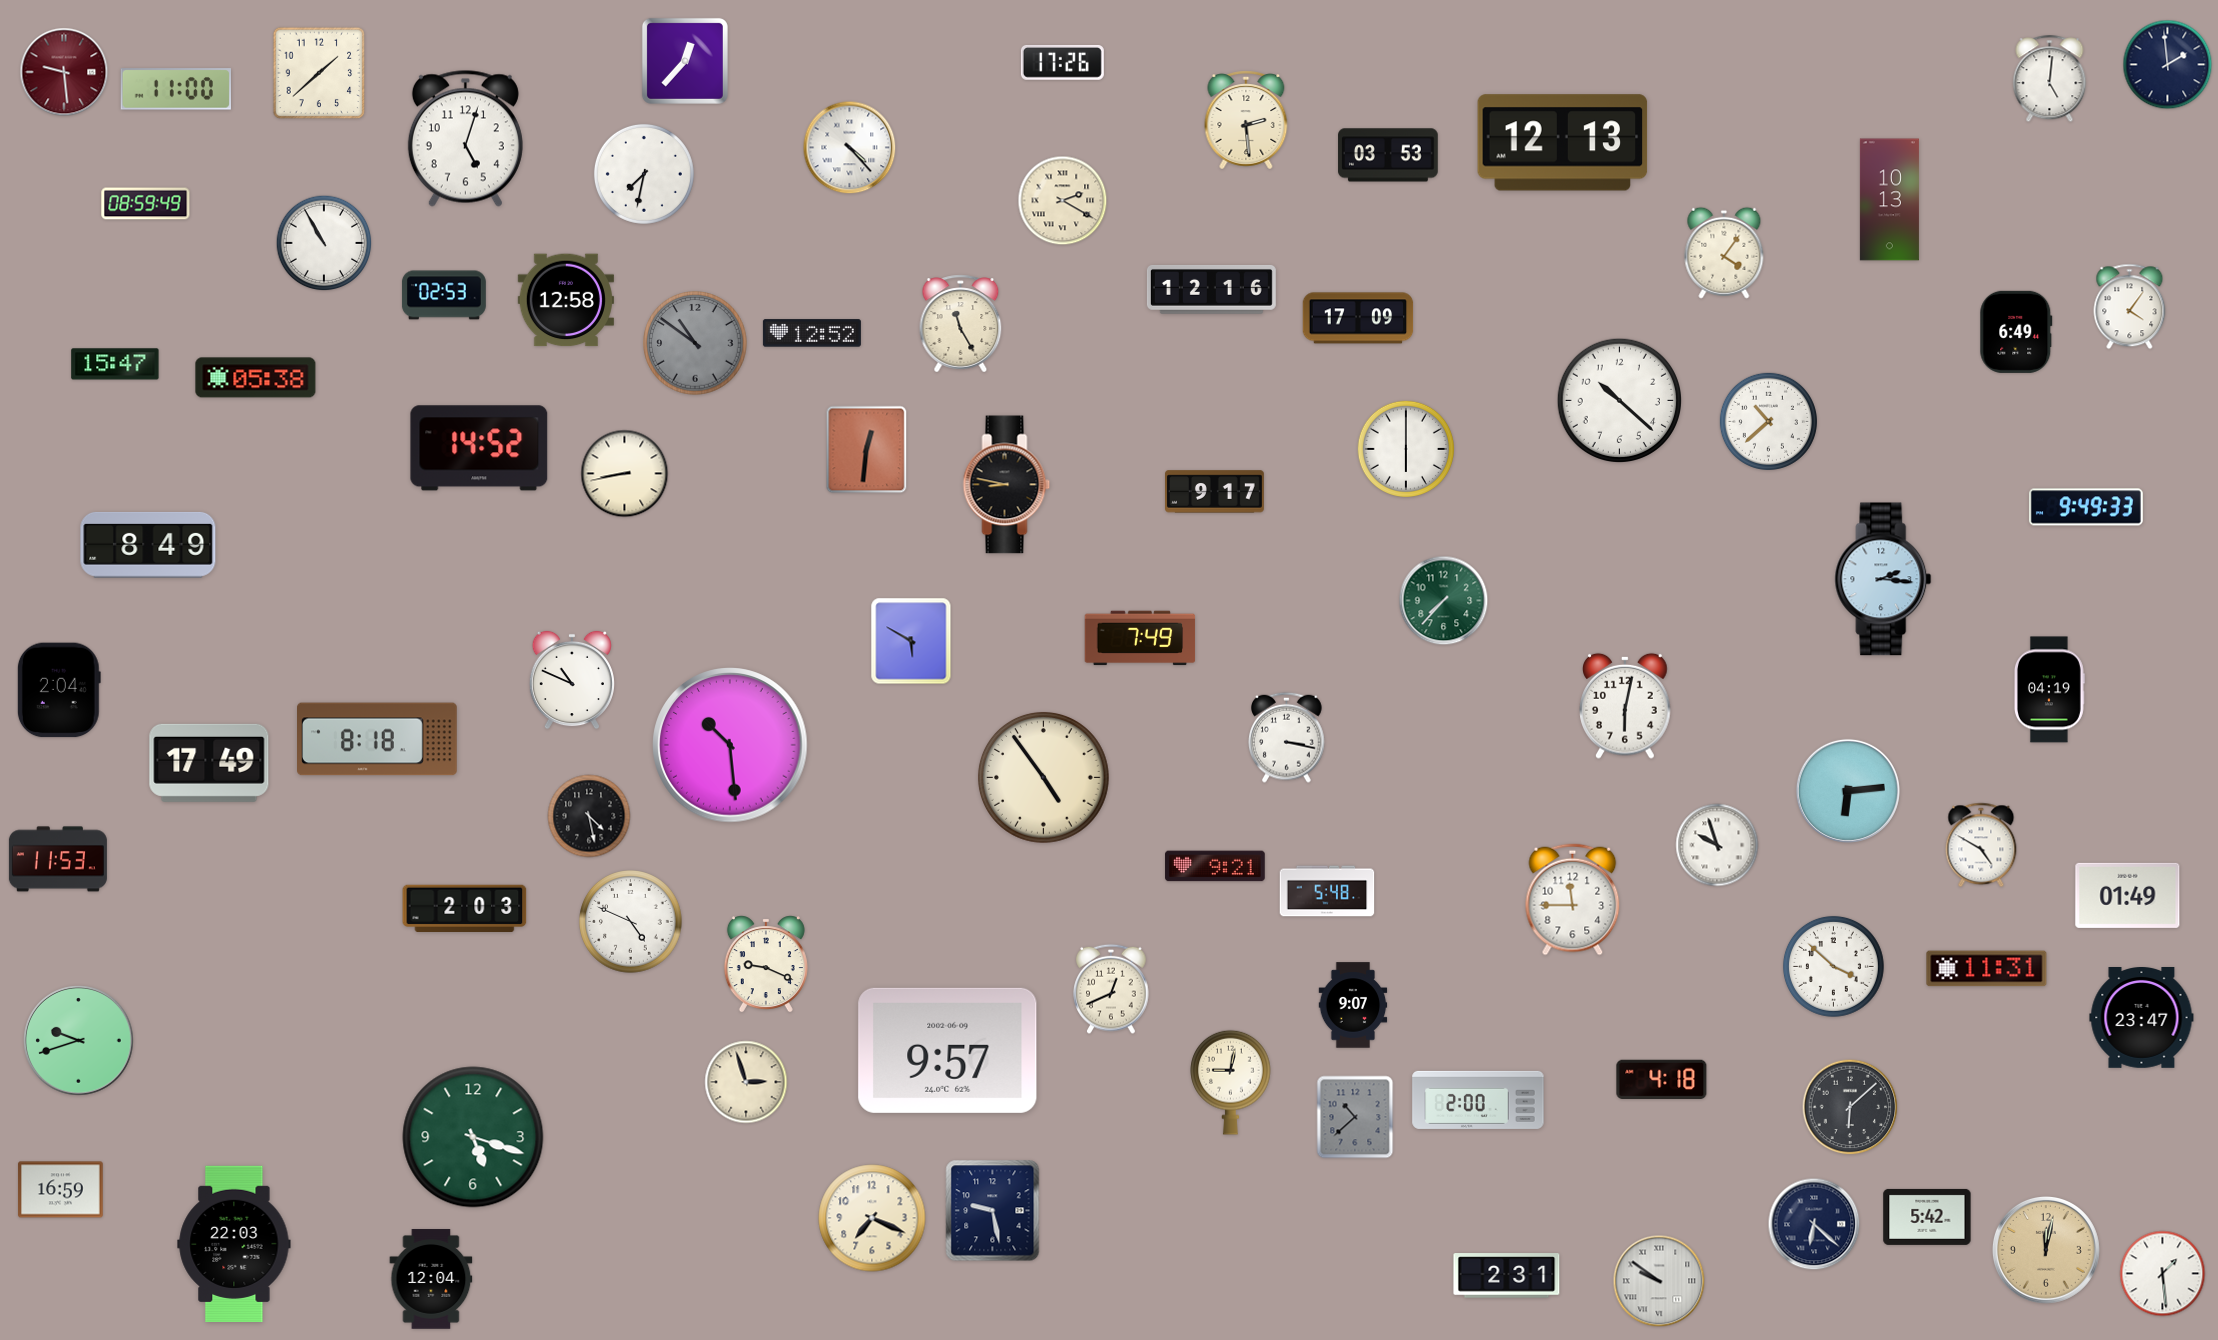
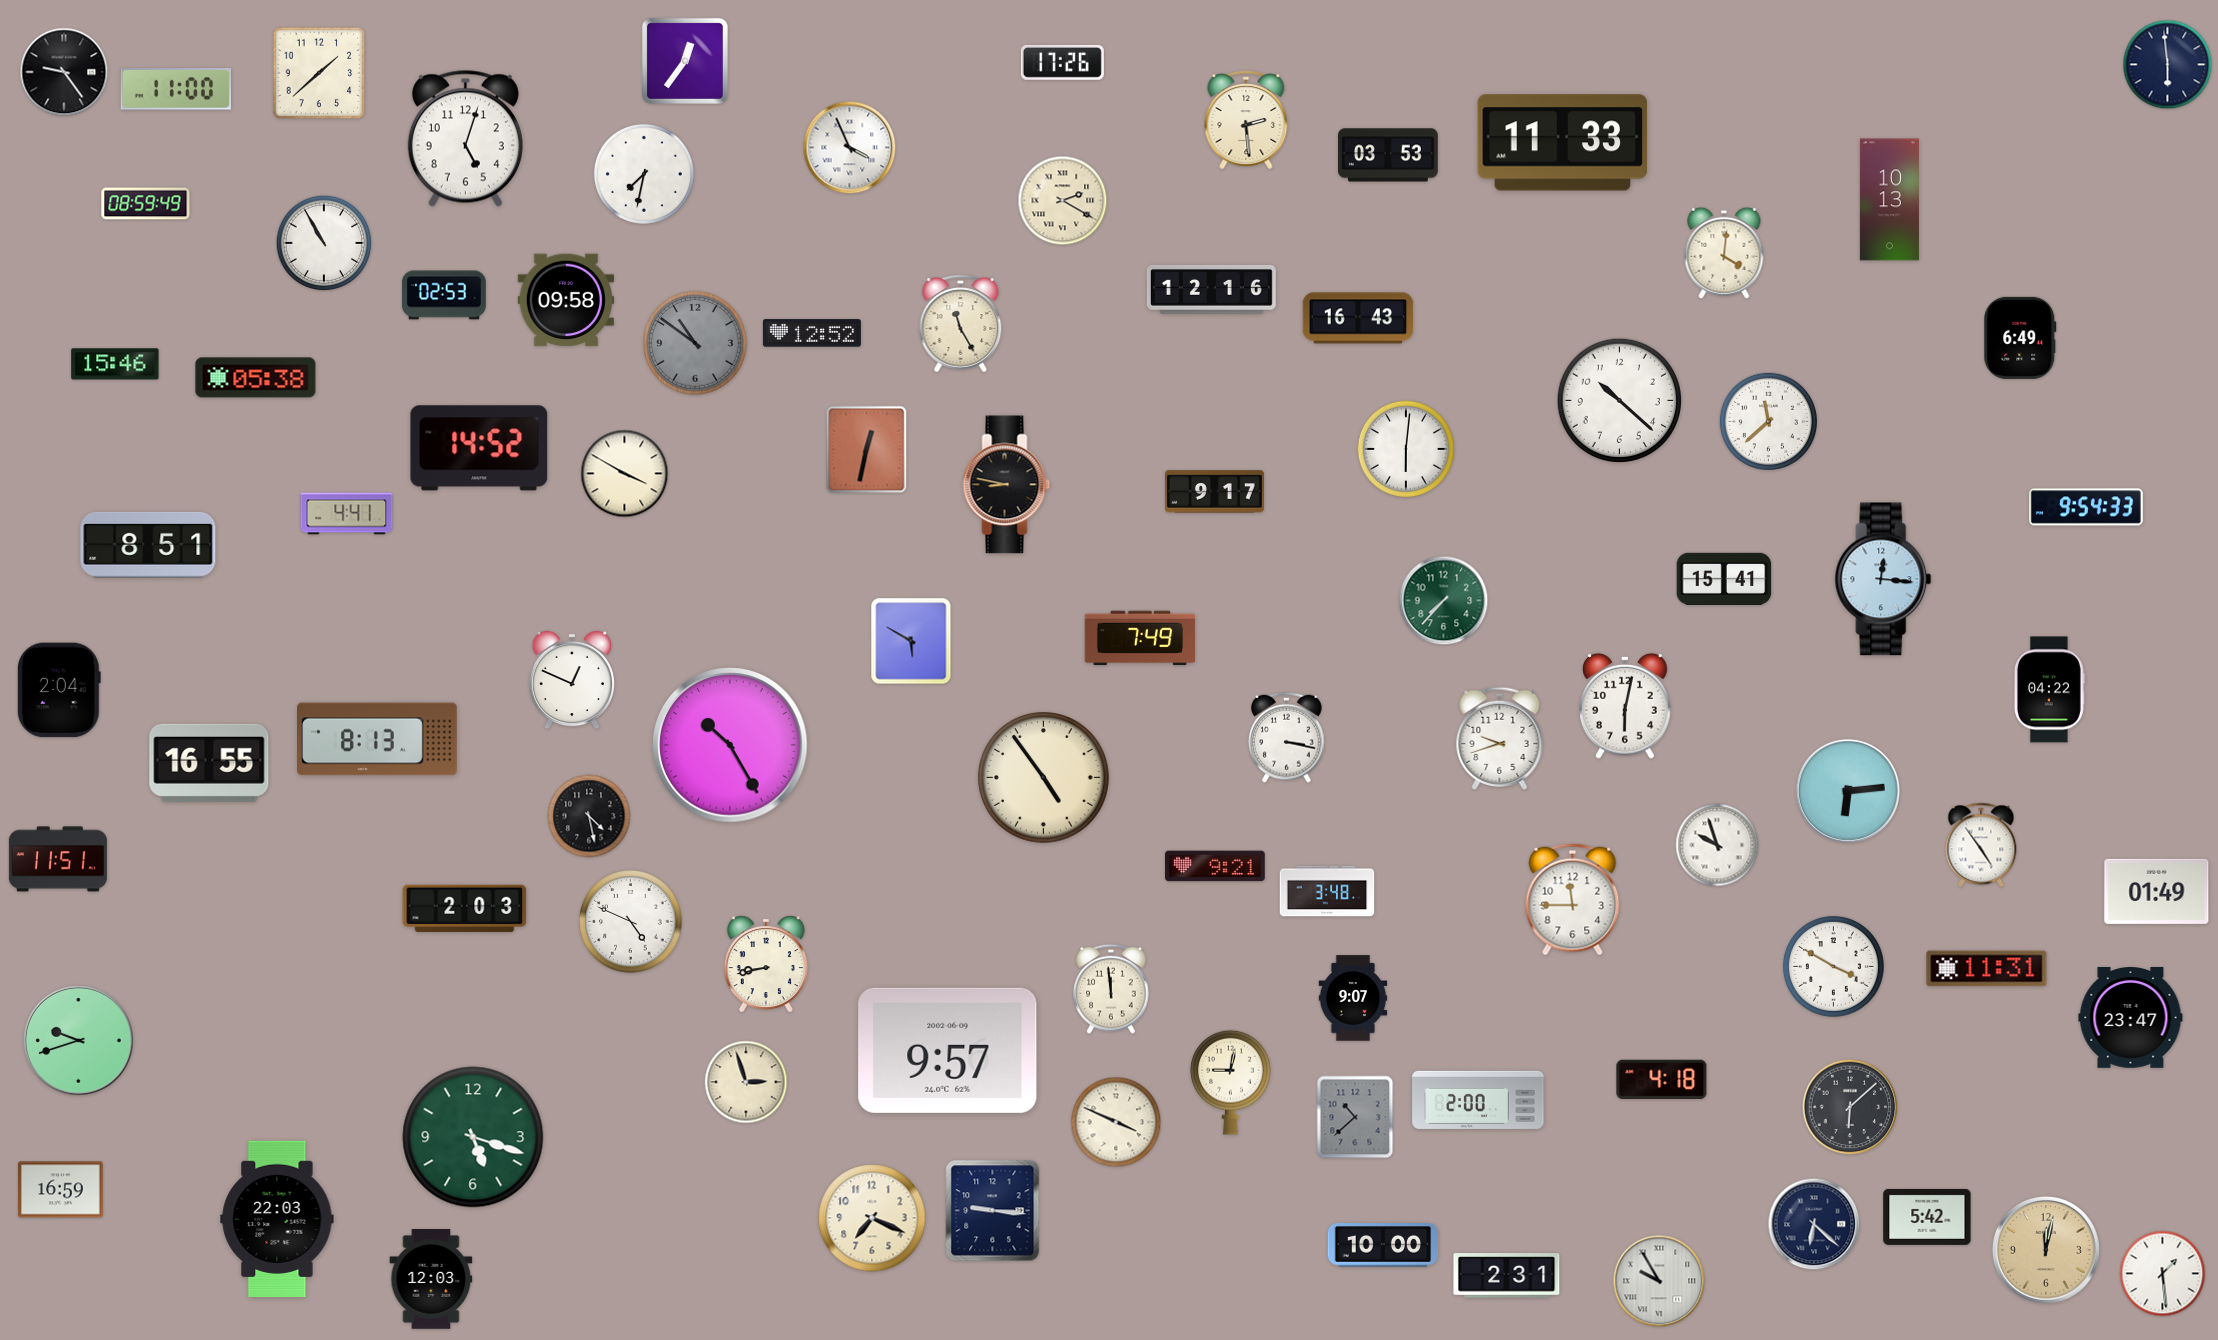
clock at (685, 61): 12:37 -> 12:36
clock at (2168, 65): 1:59 -> 5:59
clock at (64, 72): 9:29 -> 9:24
clock at (64, 72) dial: burgundy -> black
clock at (2050, 79): 5:01 -> none
clock at (1563, 143): 12:13 -> 11:33
clock at (850, 148): 4:23 -> 3:56
clock at (1724, 253): 4:06 -> 4:01
clock at (566, 300): 12:58 -> 09:58
clock at (2130, 307): 4:06 -> none
clock at (1358, 318): 17:09 -> 16:43
clock at (2016, 332) position: (2016, 332) -> (2020, 338)
clock at (115, 364): 15:47 -> 15:46
clock at (1768, 421): 10:38 -> 11:38
clock at (1405, 448): 6:00 -> 6:01
clock at (867, 450): 12:31 -> 12:32
clock at (625, 474): 8:43 -> 3:50
clock at (2086, 507): 9:49 -> 9:54
clock at (347, 514): none -> 4:41
clock at (148, 545): 8:49 -> 8:51
clock at (1724, 579): none -> 15:41
clock at (1883, 579): 2:16 -> 12:16
clock at (572, 680): 10:49 -> 12:49
clock at (2049, 690): 04:19 -> 04:22
clock at (1500, 738): none -> 9:42
clock at (378, 739): 8:18 -> 8:13
clock at (730, 745): 10:29 -> 10:25
clock at (209, 763): 17:49 -> 16:55
clock at (1981, 845): 4:50 -> 4:54
clock at (58, 859): 11:53 -> 11:51
clock at (1327, 891): 5:48 -> 3:48
clock at (2128, 895) position: (2128, 895) -> (2157, 891)
clock at (766, 964): 9:19 -> 8:43
clock at (1833, 966): 3:52 -> 3:50
clock at (1111, 989): 12:41 -> 11:59
clock at (1353, 1005) position: (1353, 1005) -> (1353, 998)
clock at (2142, 1018) position: (2142, 1018) -> (2131, 1018)
clock at (1116, 1122): none -> 3:49
clock at (993, 1211): 9:28 -> 9:16
clock at (234, 1244) position: (234, 1244) -> (277, 1219)
clock at (1383, 1246): none -> 10:00
clock at (431, 1279): 12:04 -> 12:03
clock at (1659, 1281): 9:51 -> 9:55
